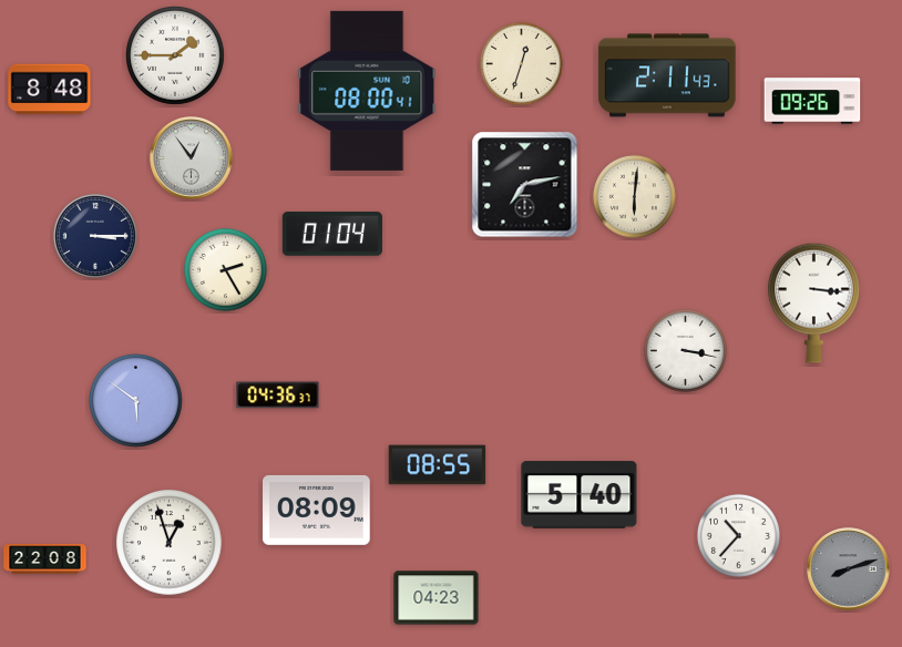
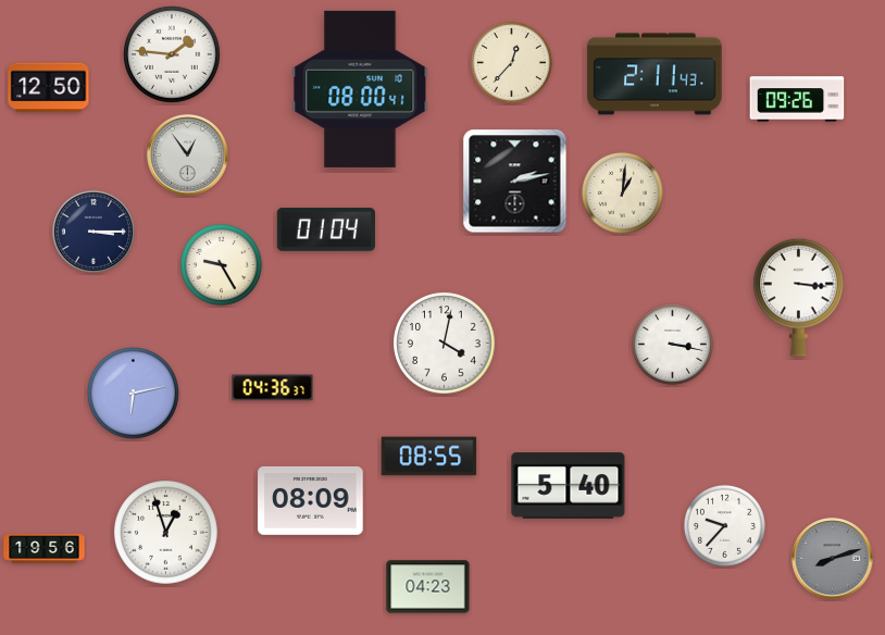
clock at (176, 57): 1:45 -> 1:46
clock at (521, 63): 12:33 -> 12:37
clock at (50, 90): 8:48 -> 12:50
clock at (525, 185): 7:13 -> 2:13
clock at (634, 196): 6:01 -> 1:01
clock at (225, 269): 2:25 -> 9:25
clock at (445, 344): none -> 4:02
clock at (136, 401): 5:51 -> 6:13
clock at (738, 535): 10:37 -> 9:37
clock at (45, 559): 22:08 -> 19:56
